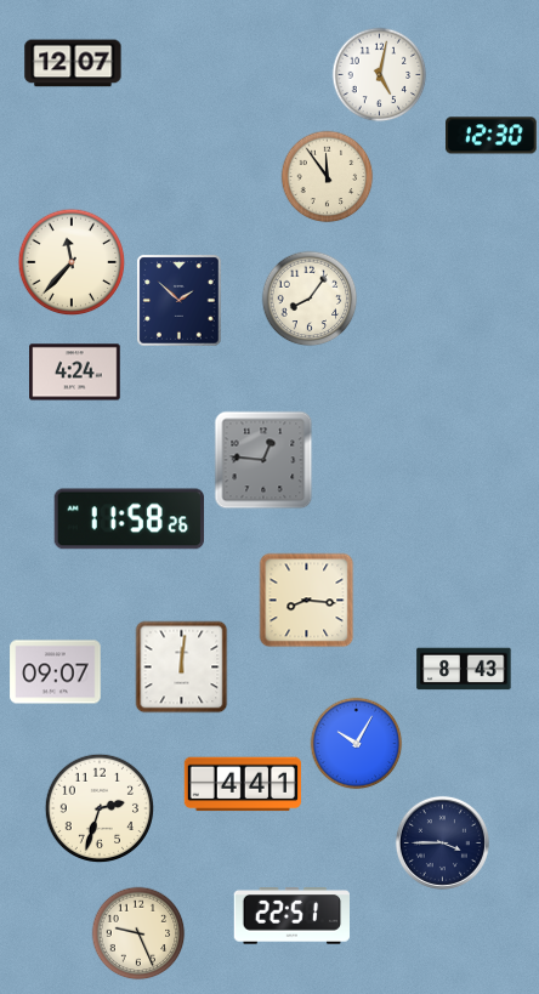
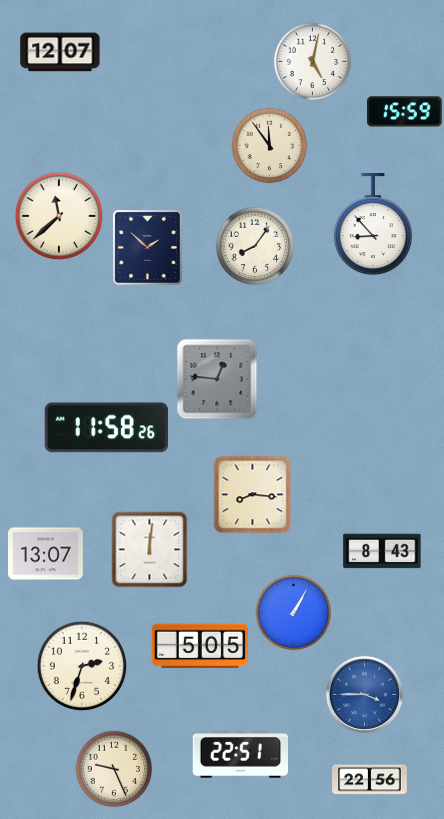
clock at (492, 136): 12:30 -> 15:59
clock at (72, 262): 11:37 -> 11:38
clock at (373, 225): none -> 8:53
clock at (75, 373): 4:24 -> none
clock at (56, 672): 09:07 -> 13:07
clock at (357, 744): 10:05 -> 1:05
clock at (243, 784): 4:41 -> 5:05
clock at (442, 842) dial: navy -> blue
clock at (370, 780): none -> 22:56
